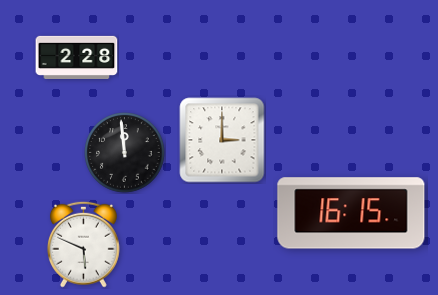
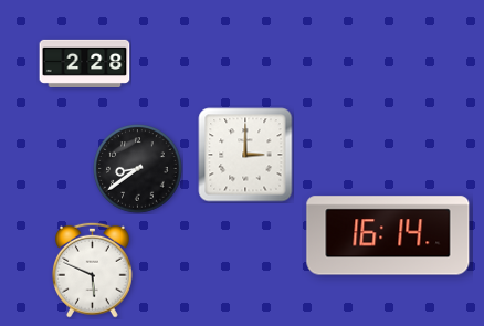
clock at (125, 153): 11:59 -> 8:39
clock at (351, 213): 16:15 -> 16:14
